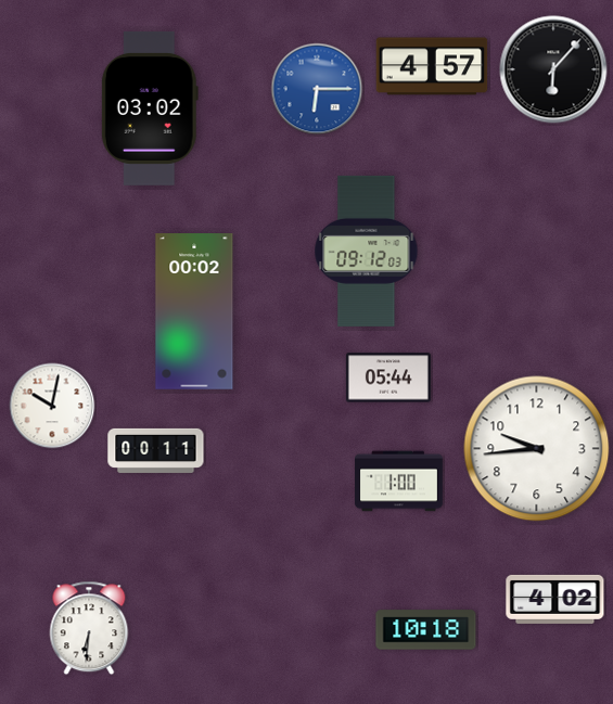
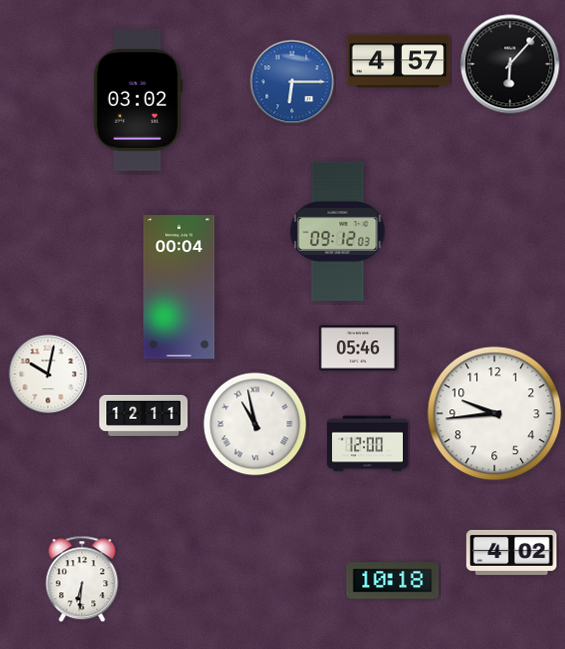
clock at (194, 311): 00:02 -> 00:04
clock at (388, 377): 05:44 -> 05:46
clock at (156, 450): 00:11 -> 12:11
clock at (255, 424): none -> 10:58
clock at (399, 482): 1:00 -> 12:00
